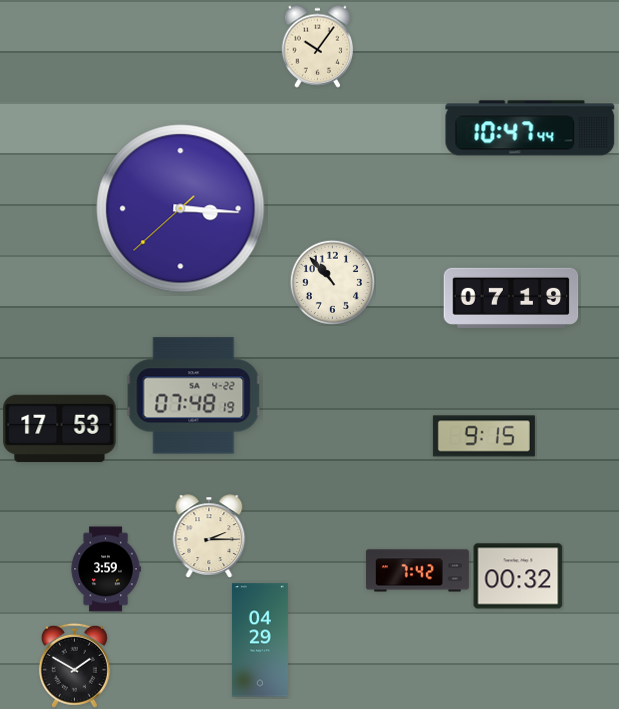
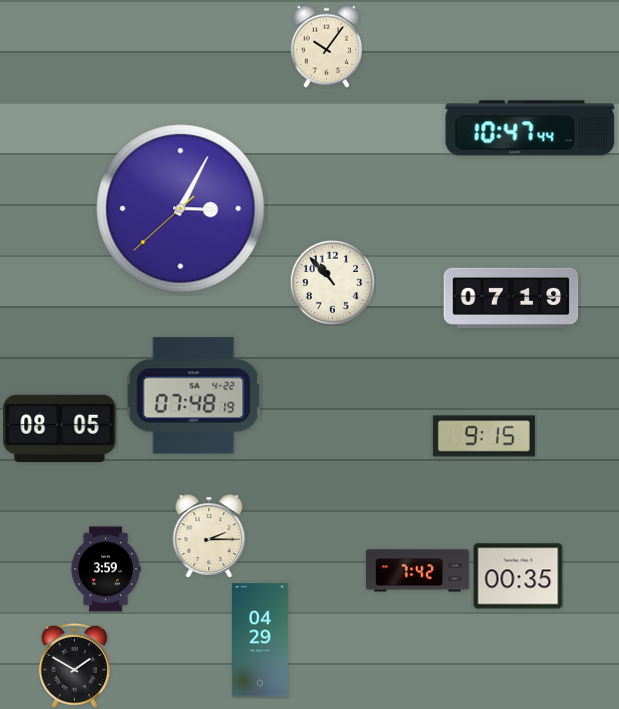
clock at (318, 46) position: (318, 46) -> (327, 46)
clock at (181, 209): 3:15 -> 3:04
clock at (60, 429): 17:53 -> 08:05
clock at (518, 576): 00:32 -> 00:35
